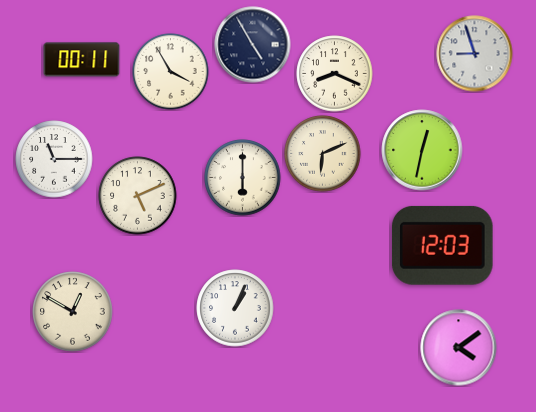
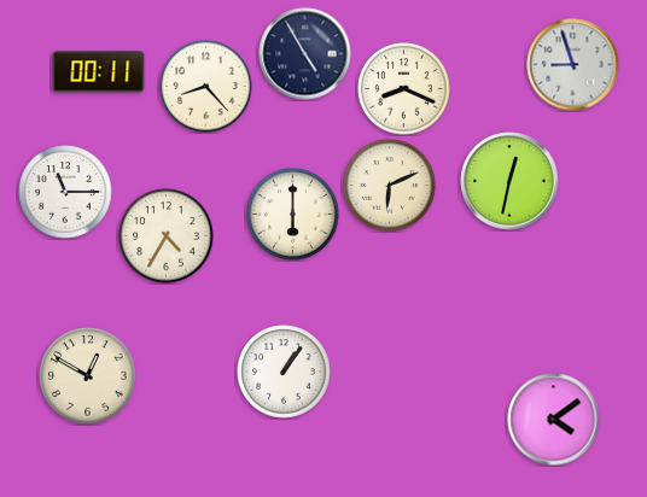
clock at (171, 72): 3:55 -> 8:23
clock at (138, 196): 5:11 -> 4:35
clock at (443, 245): 12:03 -> none
clock at (235, 308): 1:04 -> 1:06
